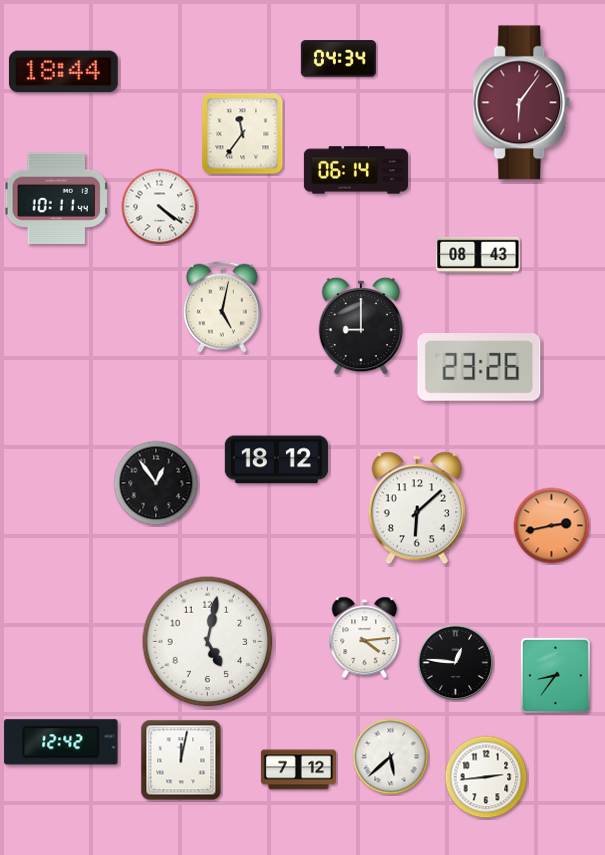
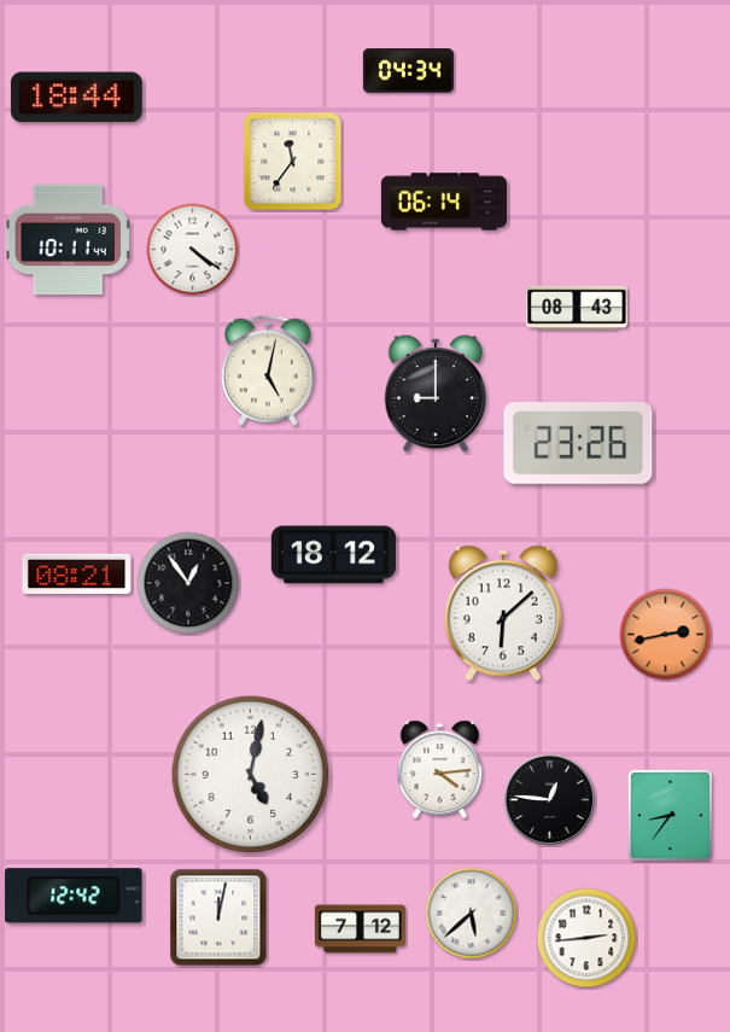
clock at (63, 72) position: (63, 72) -> (76, 98)
clock at (522, 103): 6:06 -> none
clock at (356, 170) position: (356, 170) -> (444, 202)
clock at (77, 575): none -> 08:21
